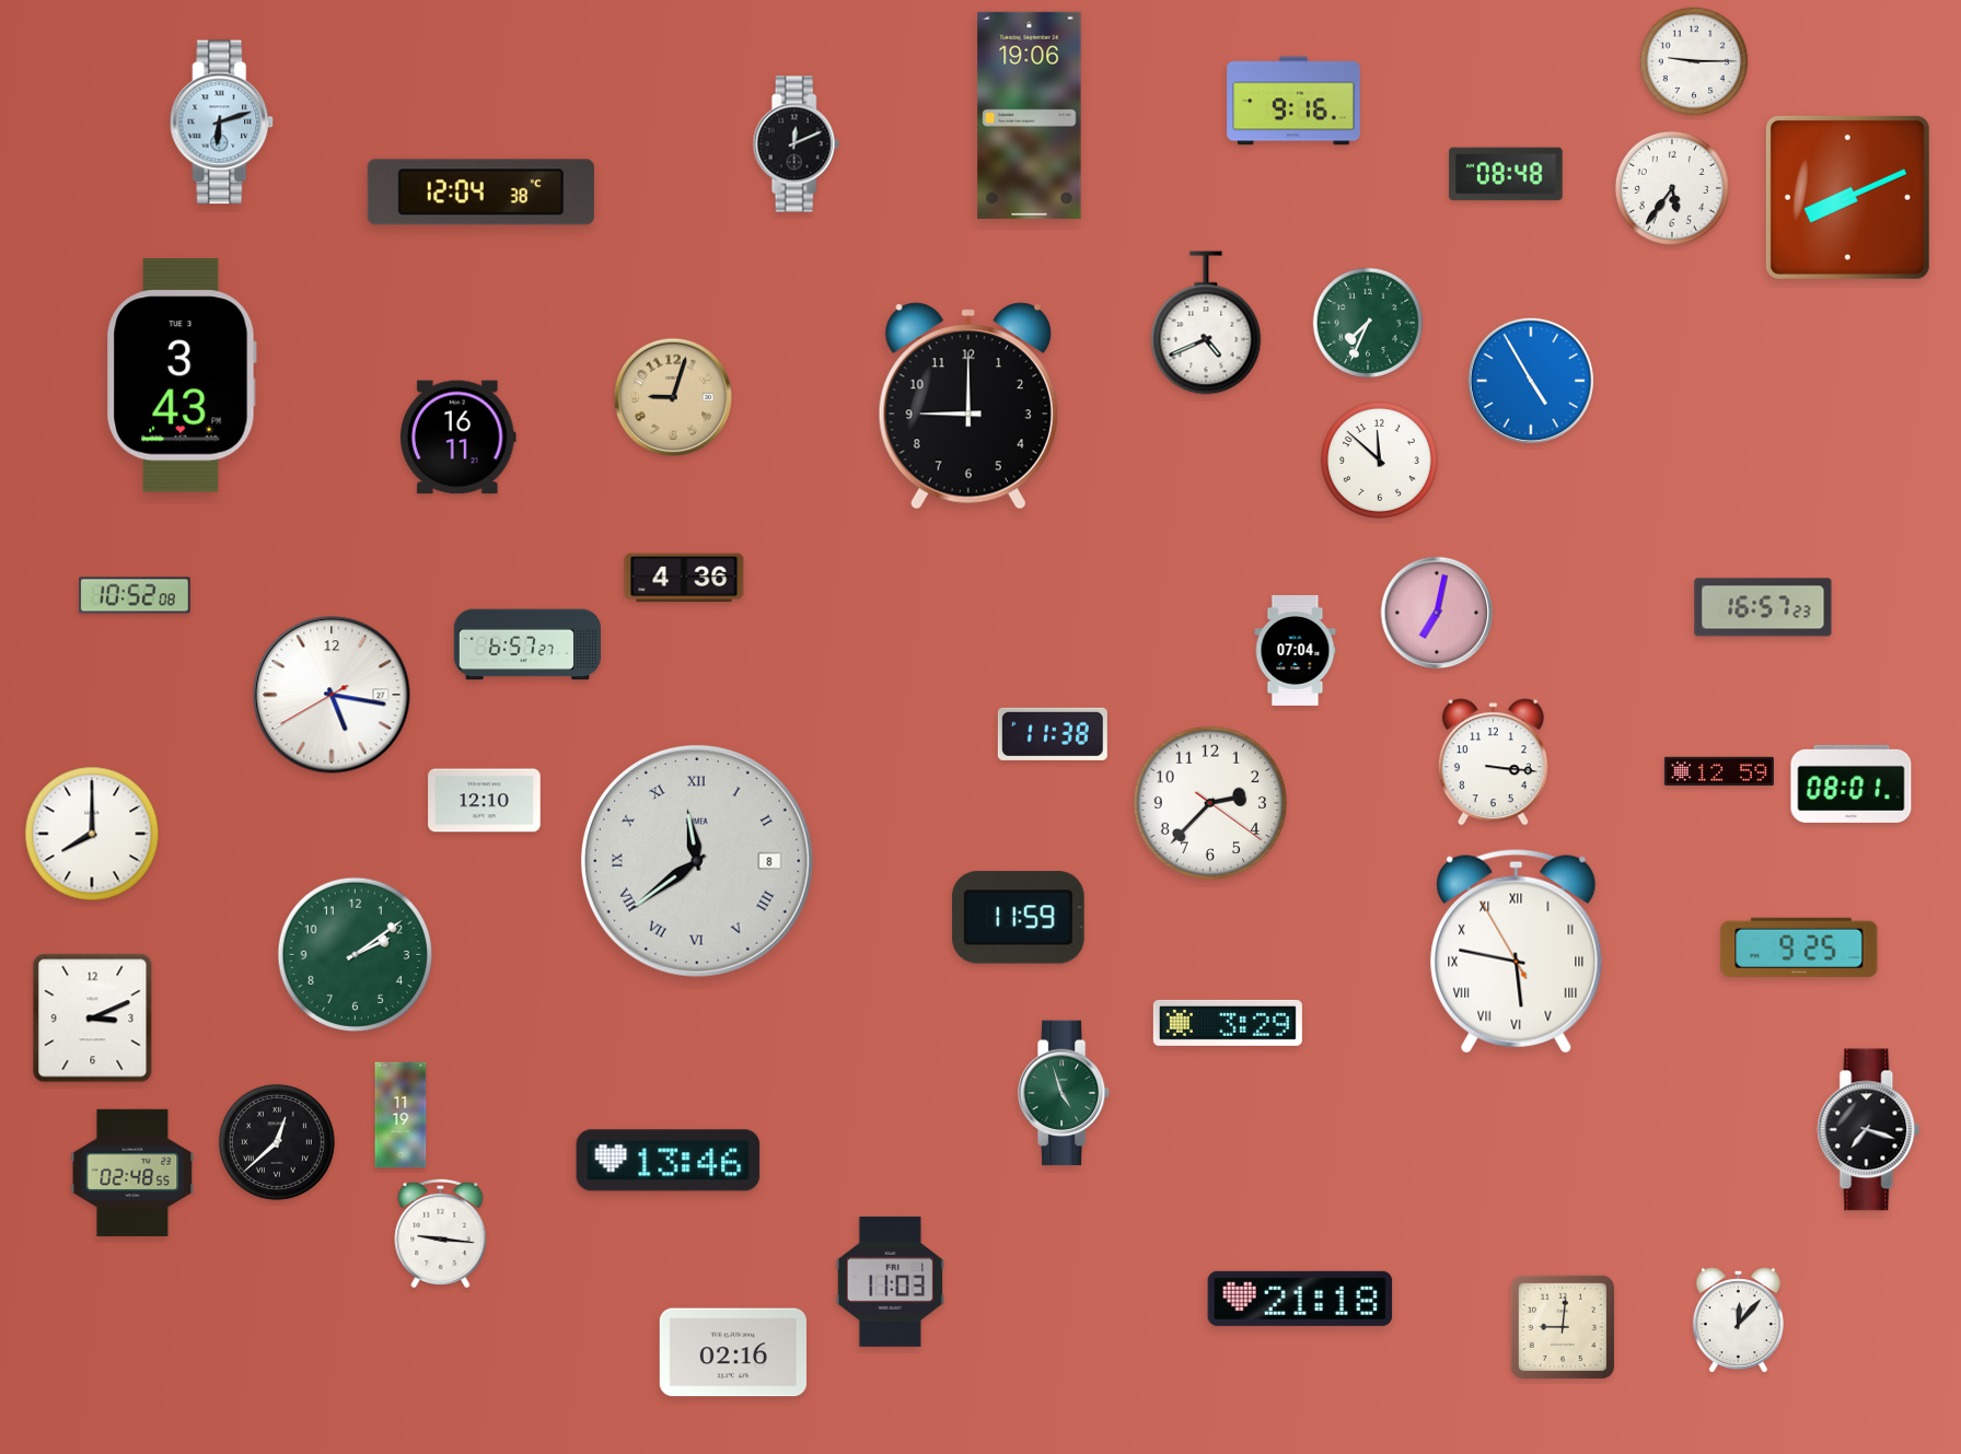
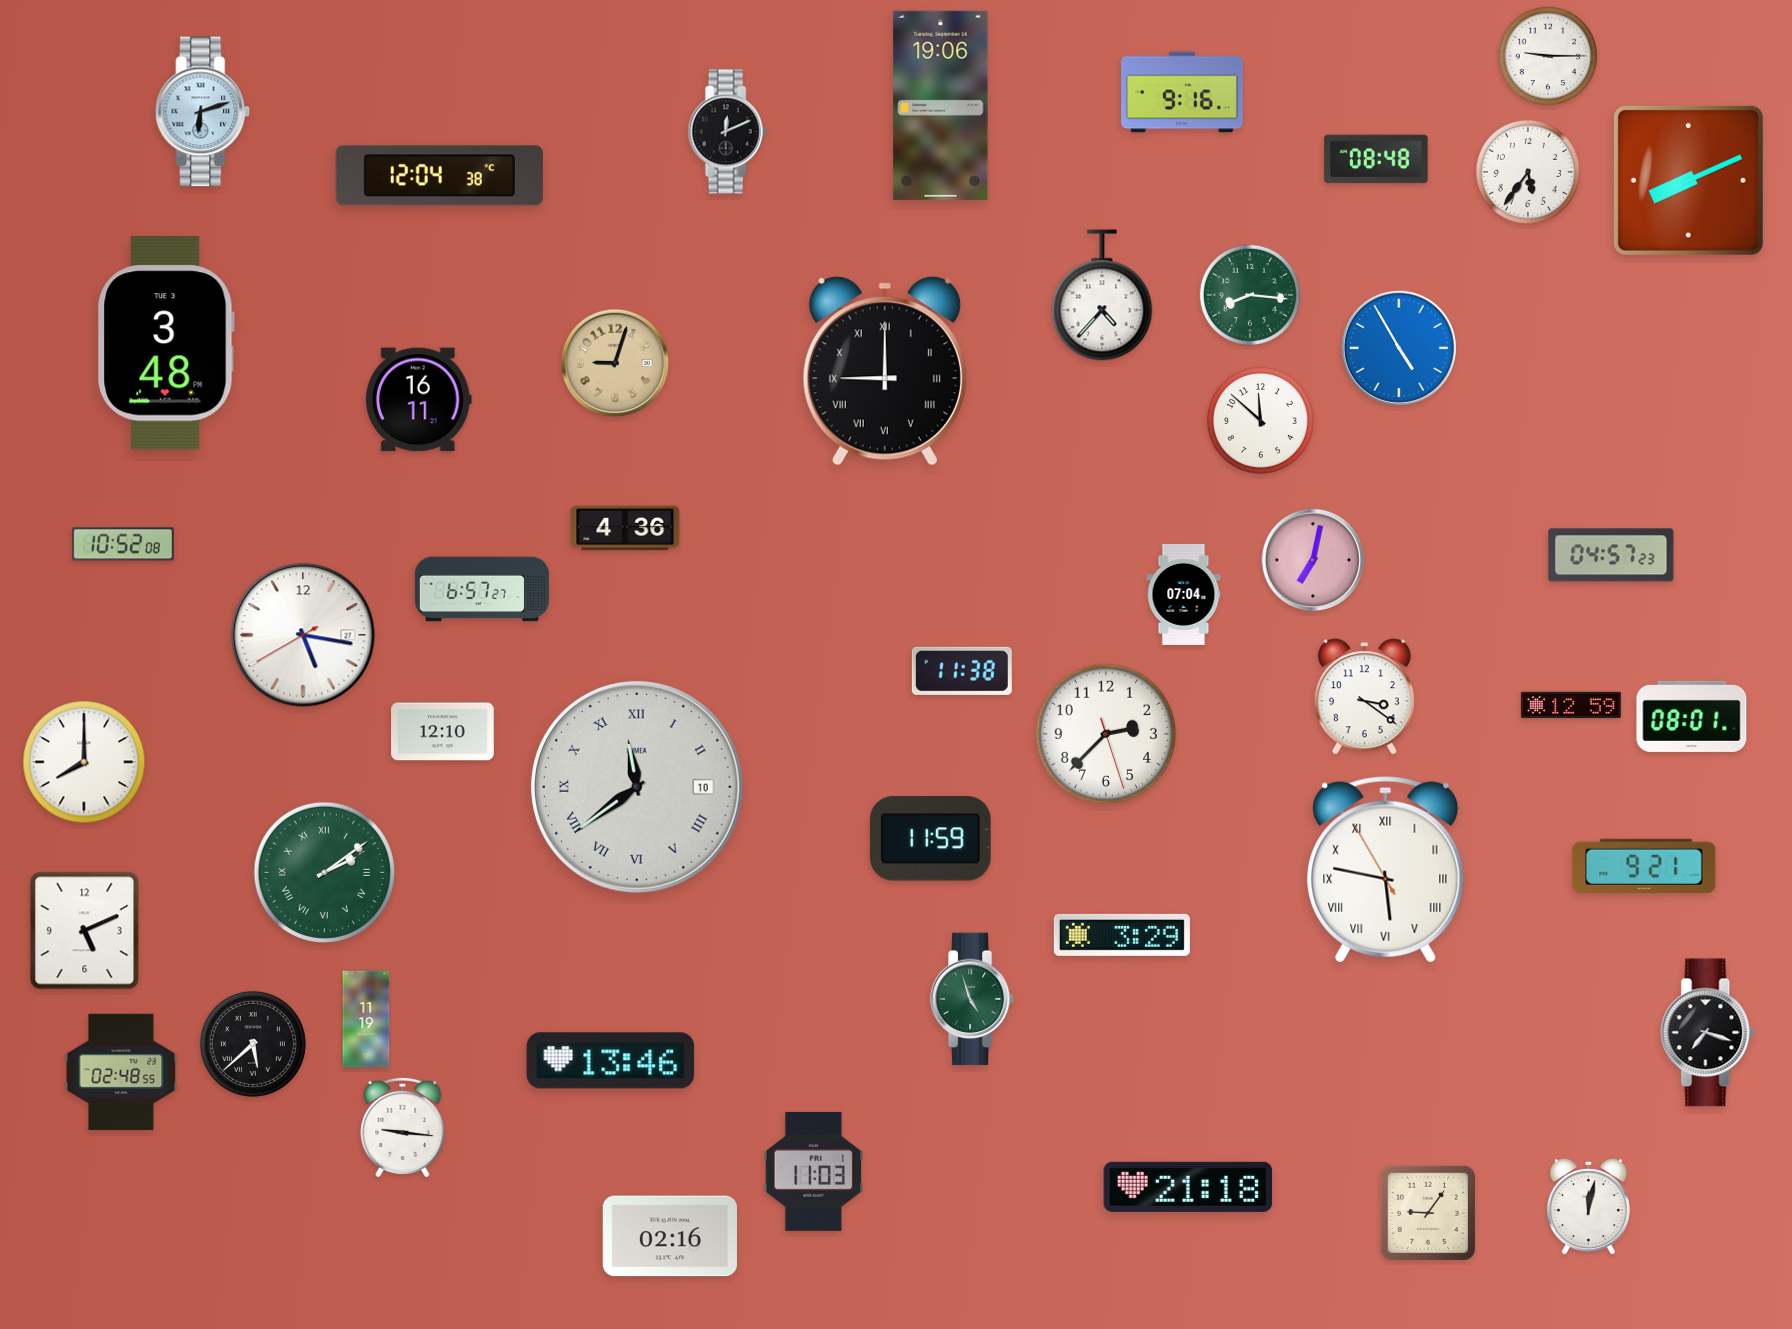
clock at (1367, 322): 7:34 -> 8:16
clock at (1206, 323): 4:41 -> 4:37
clock at (182, 375): 3:43 -> 3:48
clock at (968, 406) numerals: Arabic -> Roman
clock at (1763, 607): 16:57 -> 04:57
clock at (1493, 763): 3:16 -> 3:21
clock at (1209, 802): 2:37:21 -> 2:37:27
clock at (697, 861) date: 8 -> 10
clock at (1799, 947): 9:25 -> 9:21
clock at (355, 954) numerals: Arabic -> Roman
clock at (93, 1019): 3:11 -> 5:11
clock at (277, 1142): 12:38 -> 5:38
clock at (1738, 1321): 12:07 -> 12:02
clock at (1563, 1327): 9:01 -> 9:06
